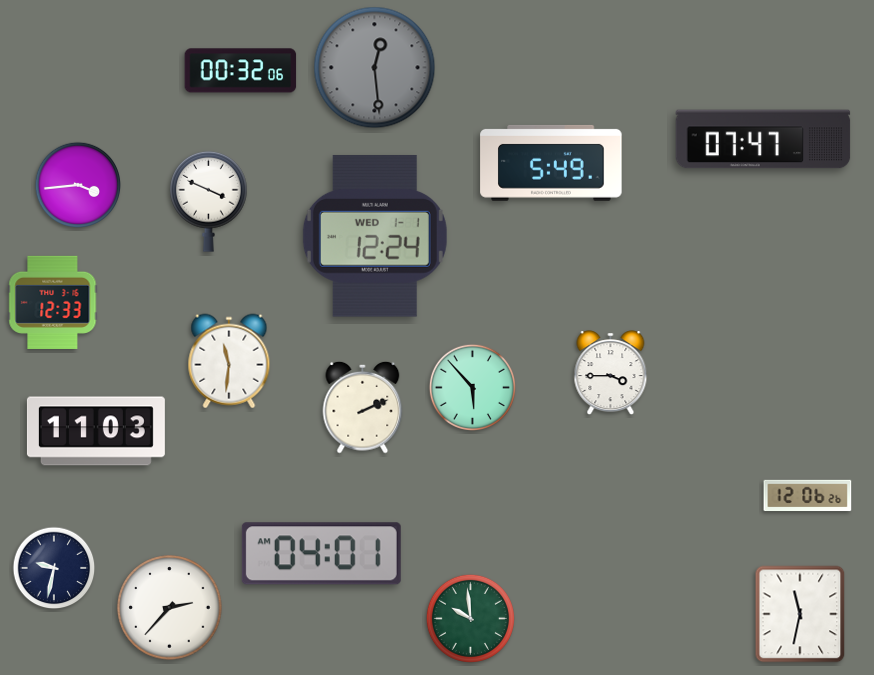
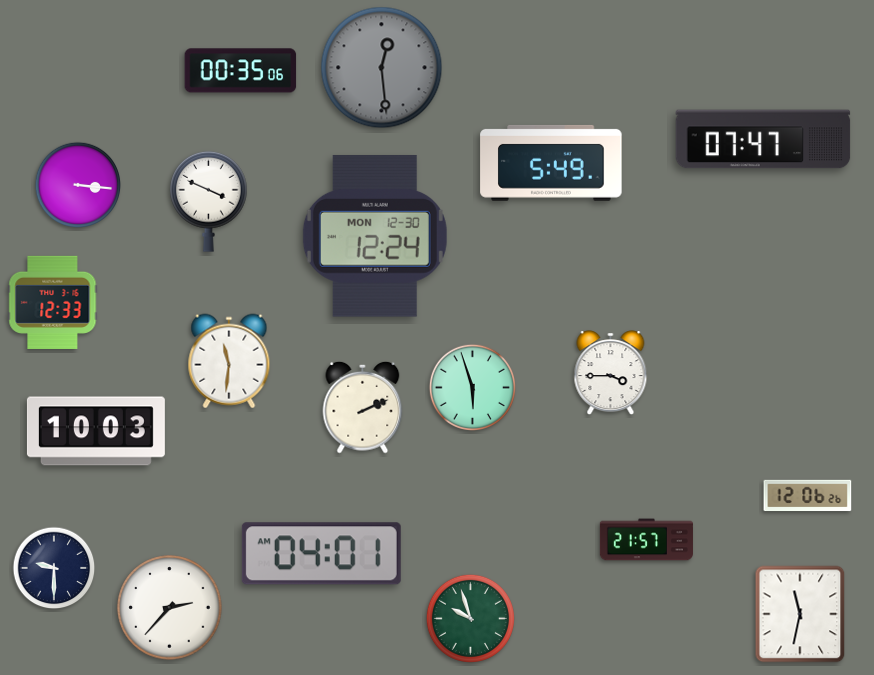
clock at (375, 68) position: (375, 68) -> (382, 68)
clock at (241, 71): 00:32 -> 00:35
clock at (77, 184): 3:44 -> 3:16
clock at (375, 236) date: WED 1-1 -> MON 12-30
clock at (472, 387): 5:53 -> 5:57
clock at (96, 431): 11:03 -> 10:03
clock at (646, 540): none -> 21:57
clock at (54, 568): 9:32 -> 9:30
clock at (470, 618): 9:59 -> 9:57
